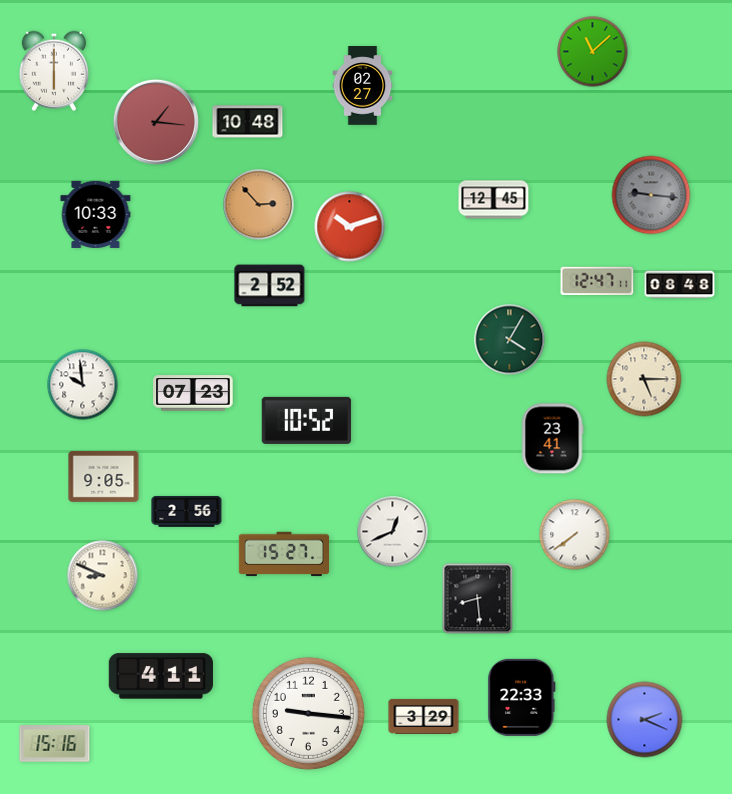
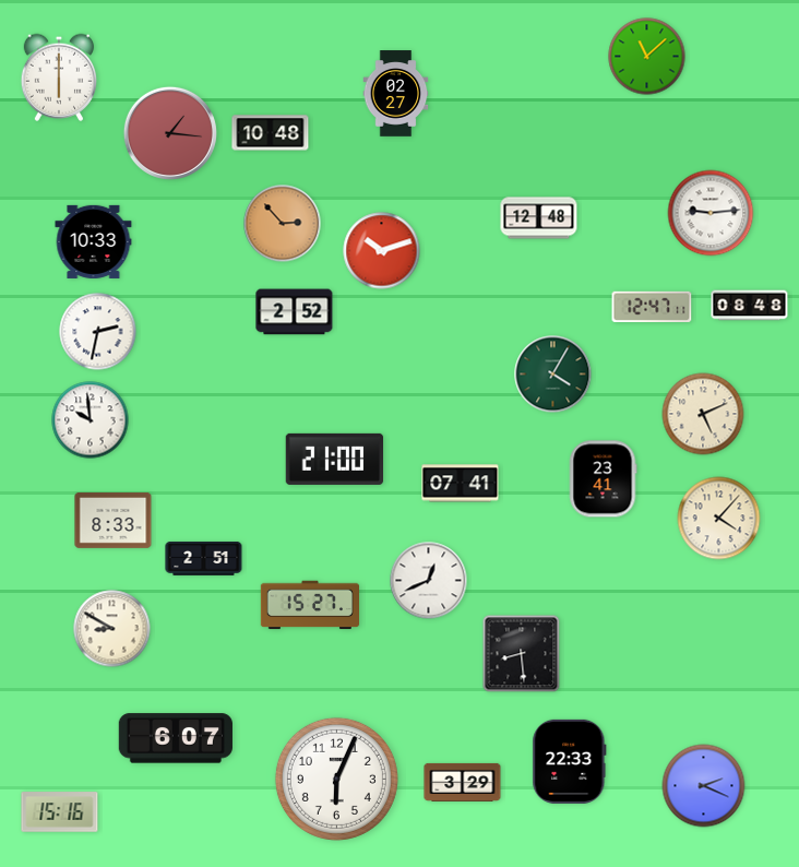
clock at (651, 195): 9:16 -> 9:14
clock at (651, 195) dial: grey -> white
clock at (494, 200): 12:45 -> 12:48
clock at (96, 214) position: (96, 214) -> (94, 241)
clock at (350, 227) position: (350, 227) -> (382, 251)
clock at (680, 285) position: (680, 285) -> (750, 306)
clock at (98, 332): none -> 2:32
clock at (510, 340) position: (510, 340) -> (553, 375)
clock at (644, 379): 5:15 -> 5:11
clock at (193, 393): 07:23 -> none
clock at (307, 420): 10:52 -> 21:00
clock at (461, 484): none -> 07:41
clock at (719, 519): none -> 4:07
clock at (104, 477): 9:05 -> 8:33
clock at (187, 511): 2:56 -> 2:51
clock at (575, 535): 7:39 -> none
clock at (103, 576): 8:49 -> 8:50
clock at (161, 676): 4:11 -> 6:07
clock at (308, 713): 9:16 -> 6:04
